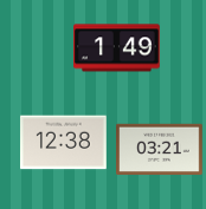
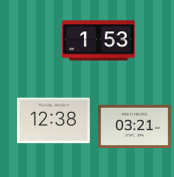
clock at (117, 48): 1:49 -> 1:53
